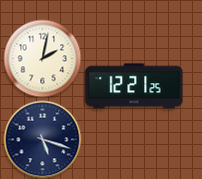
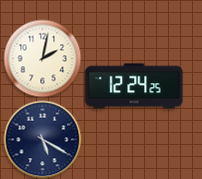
clock at (134, 86): 12:21 -> 12:24
clock at (42, 139): 5:18 -> 5:20
